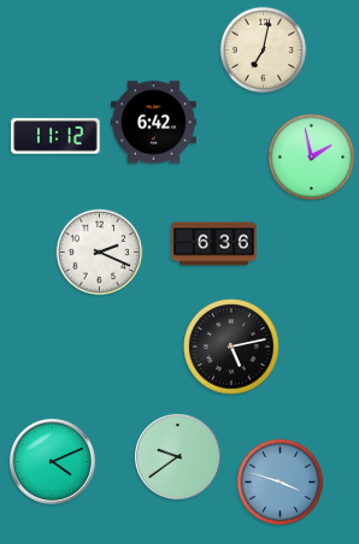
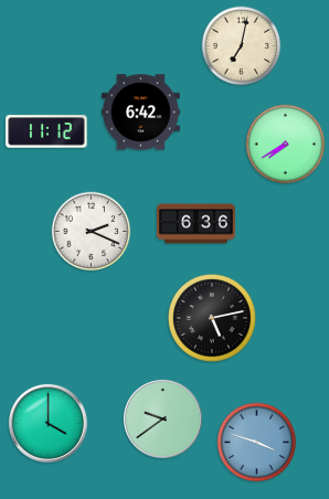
clock at (55, 136) position: (55, 136) -> (46, 131)
clock at (312, 158): 1:58 -> 7:40
clock at (52, 461): 4:11 -> 4:00
